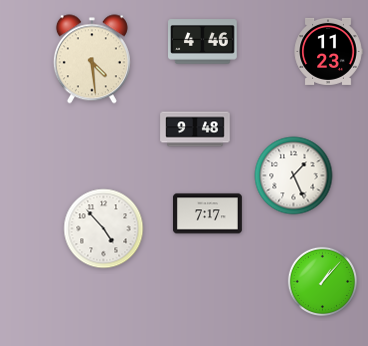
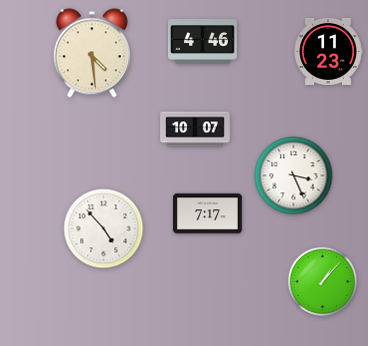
clock at (92, 59) position: (92, 59) -> (92, 53)
clock at (195, 129): 9:48 -> 10:07
clock at (294, 176): 1:26 -> 3:26
